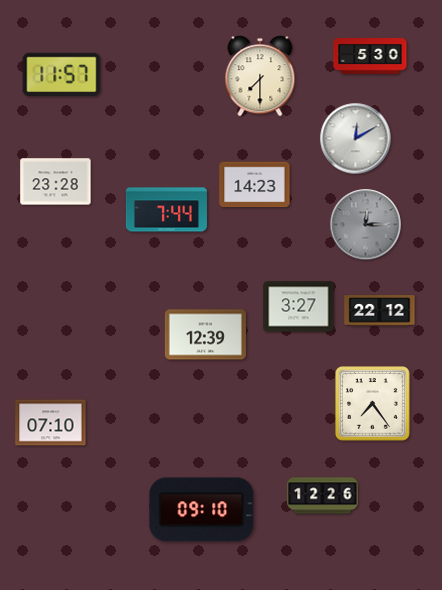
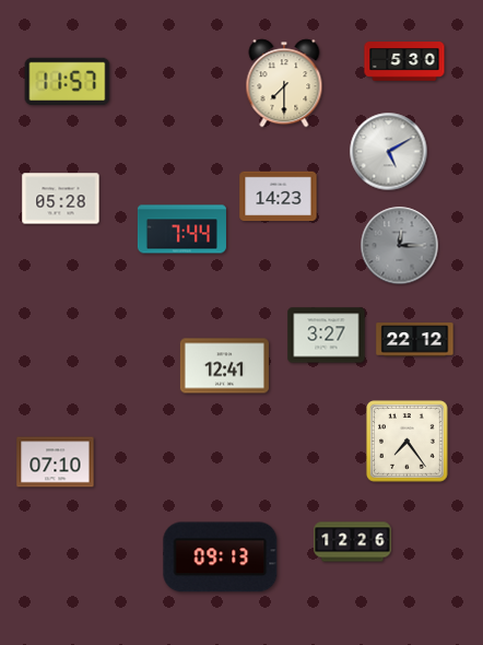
clock at (356, 139): 12:10 -> 5:10
clock at (56, 182): 23:28 -> 05:28
clock at (255, 185) position: (255, 185) -> (279, 197)
clock at (205, 335): 12:39 -> 12:41
clock at (202, 510): 09:10 -> 09:13
